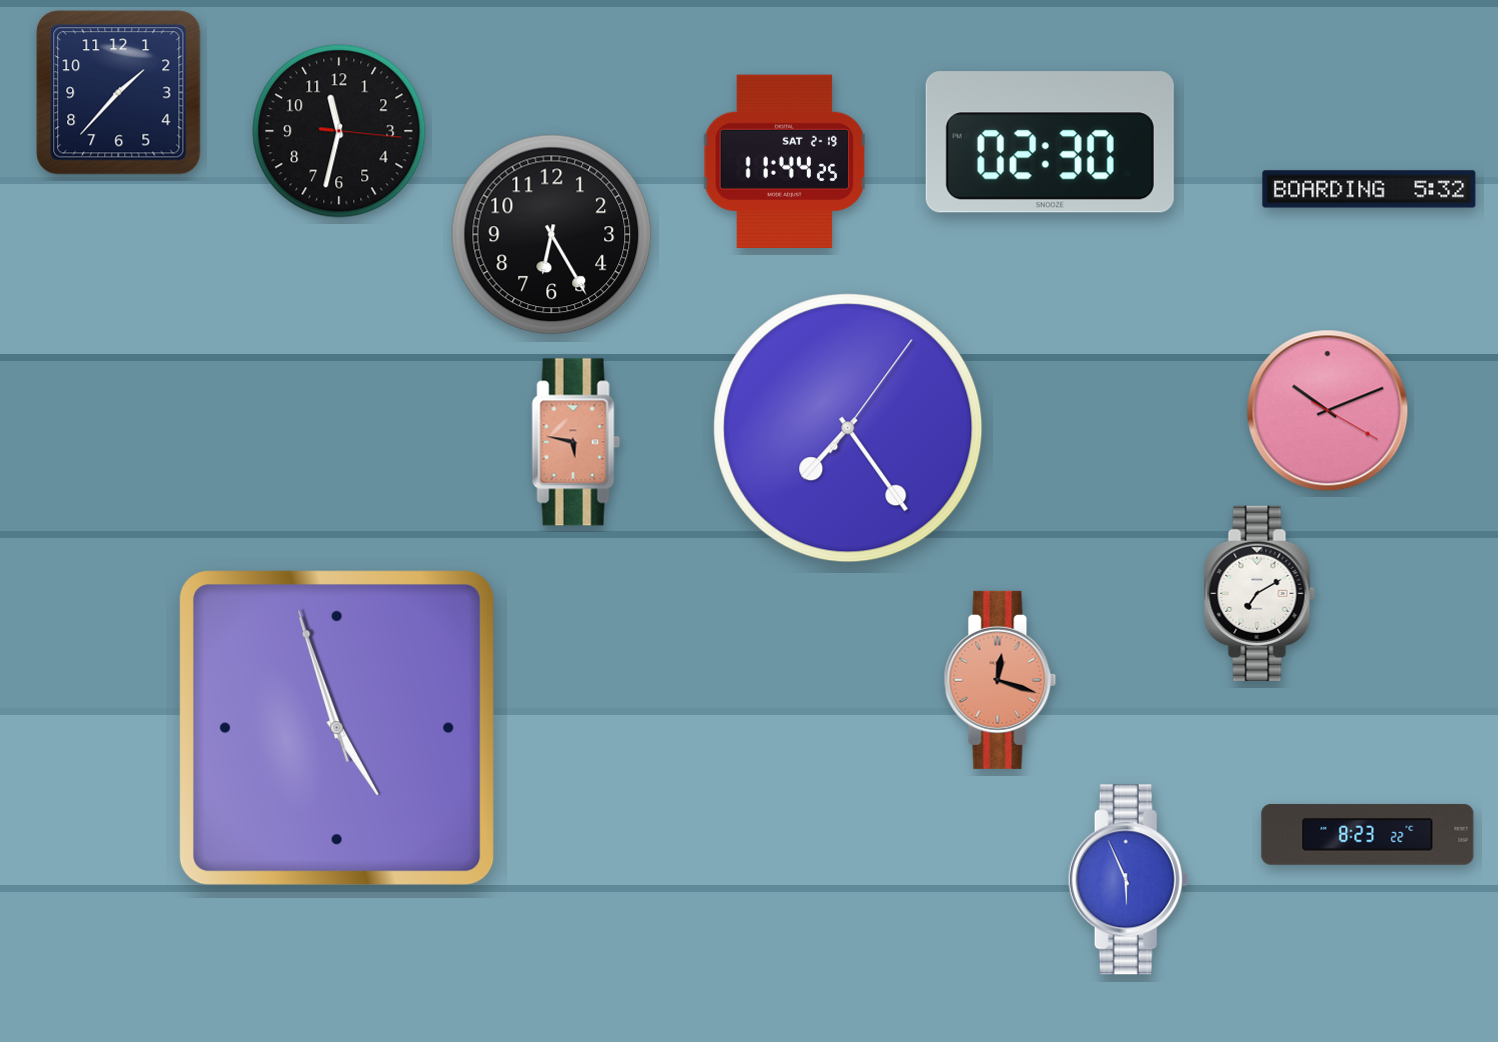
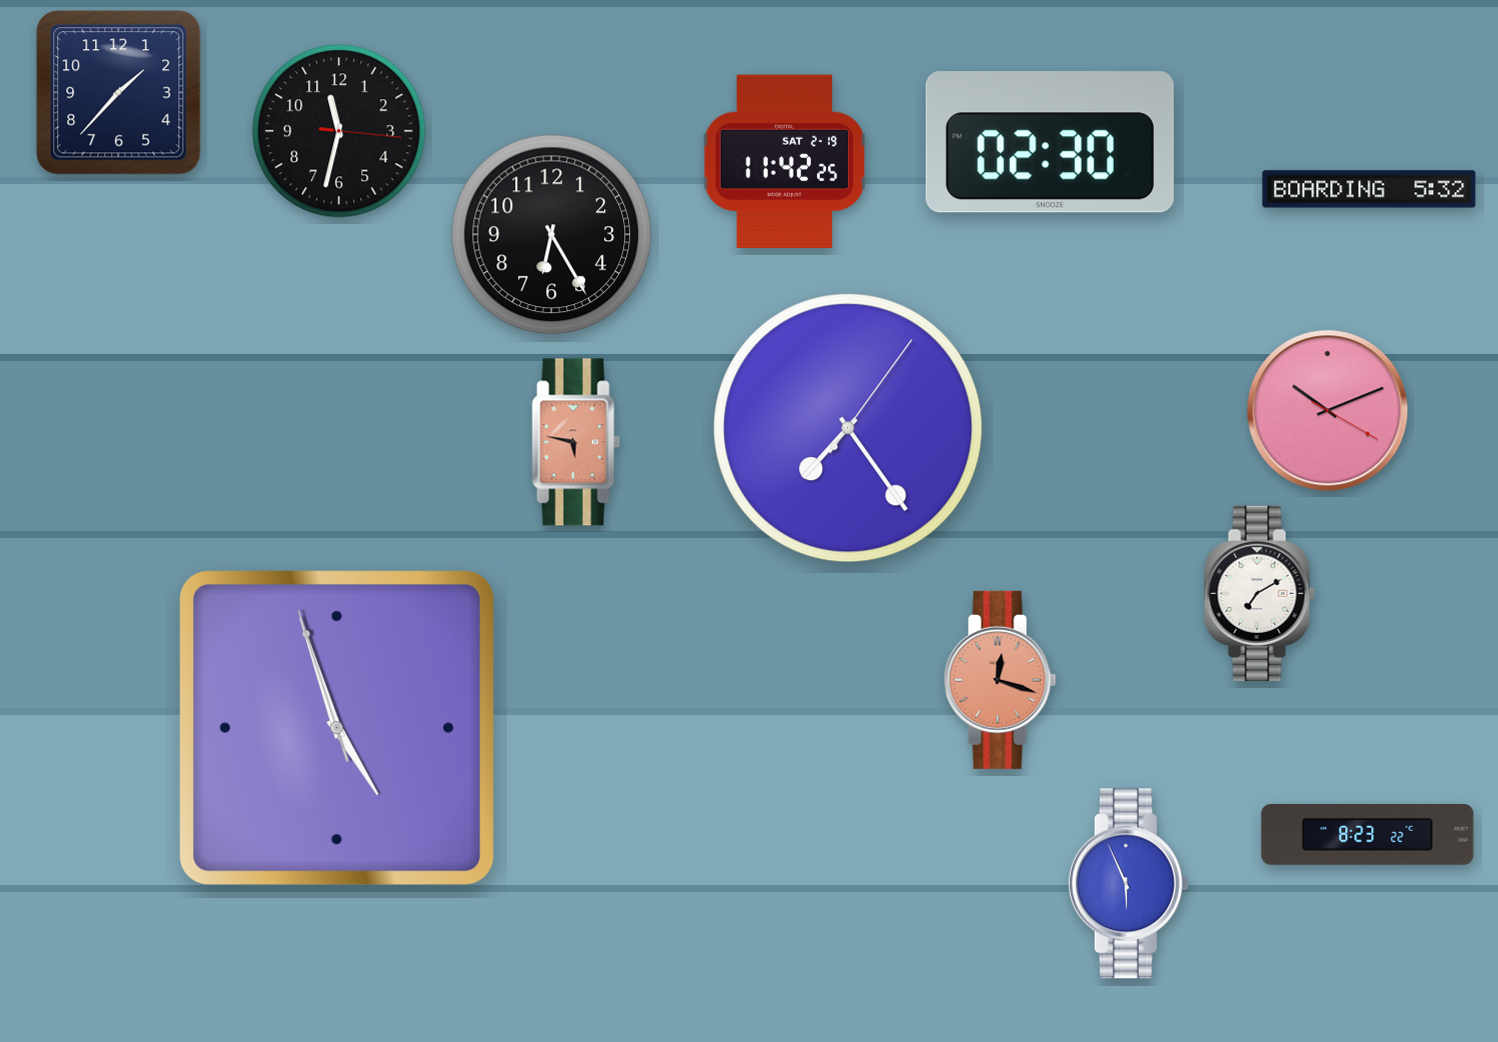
clock at (785, 161): 11:44 -> 11:42
clock at (1128, 880) position: (1128, 880) -> (1128, 884)
